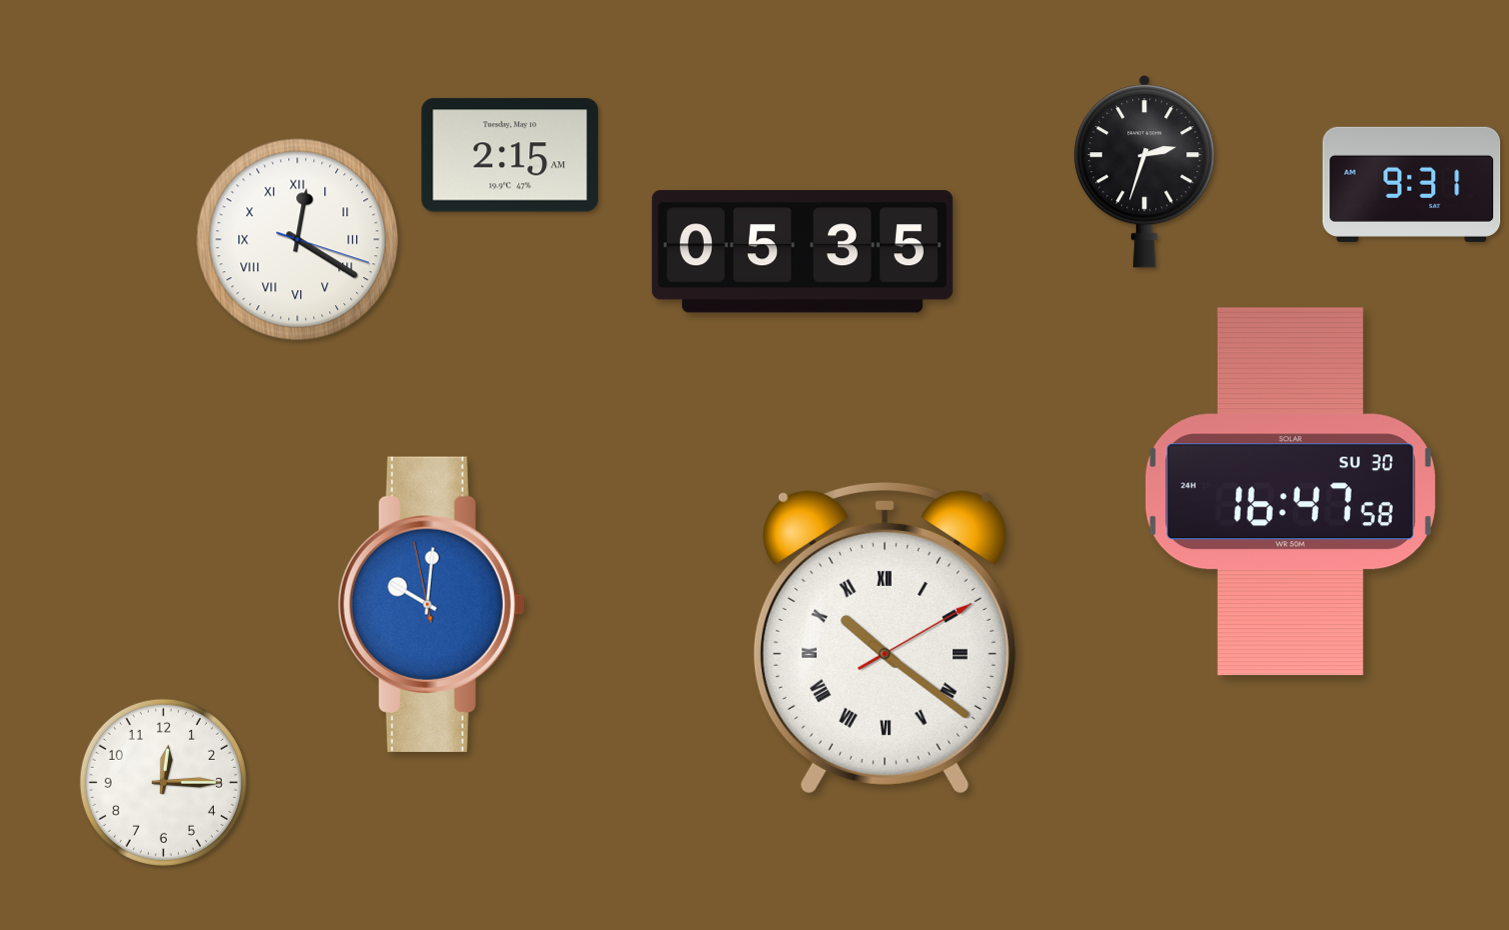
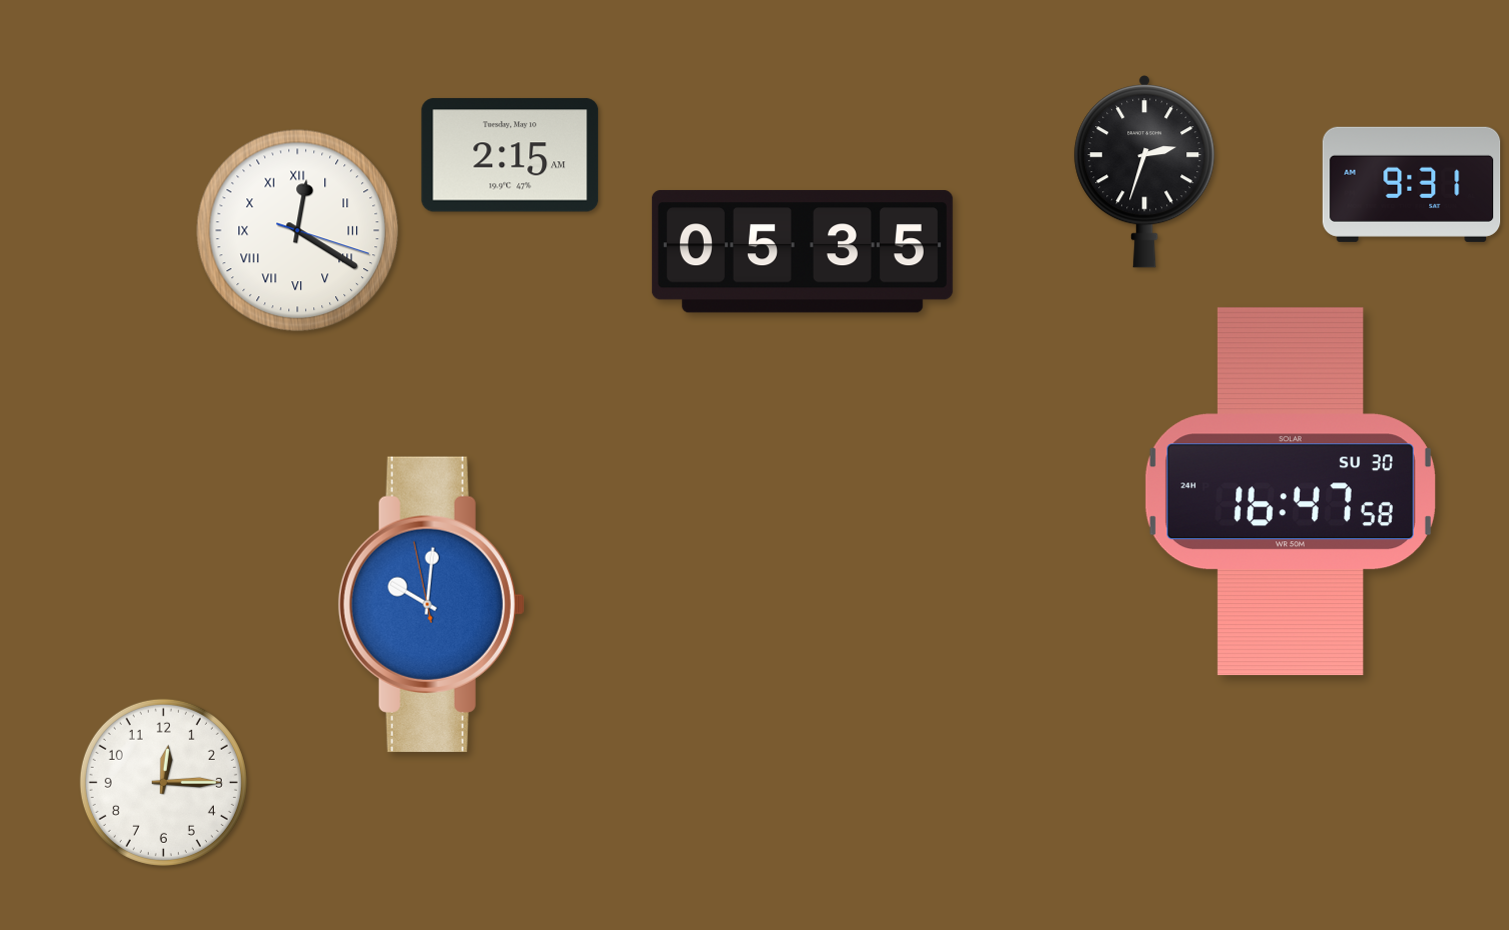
clock at (298, 240) position: (298, 240) -> (298, 231)
clock at (885, 638): 10:21 -> none
